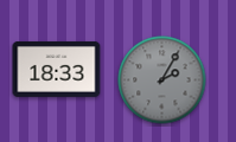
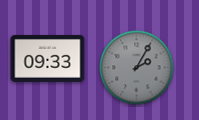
clock at (57, 69): 18:33 -> 09:33
